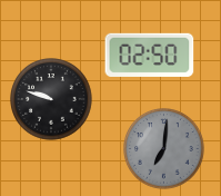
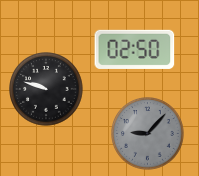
clock at (164, 149): 7:01 -> 9:07
